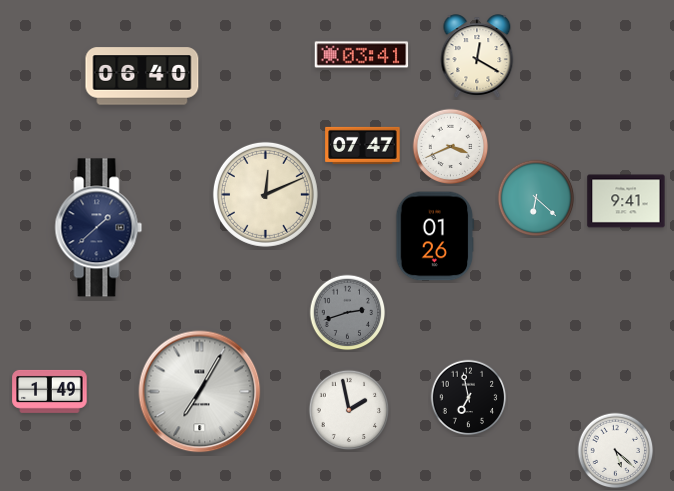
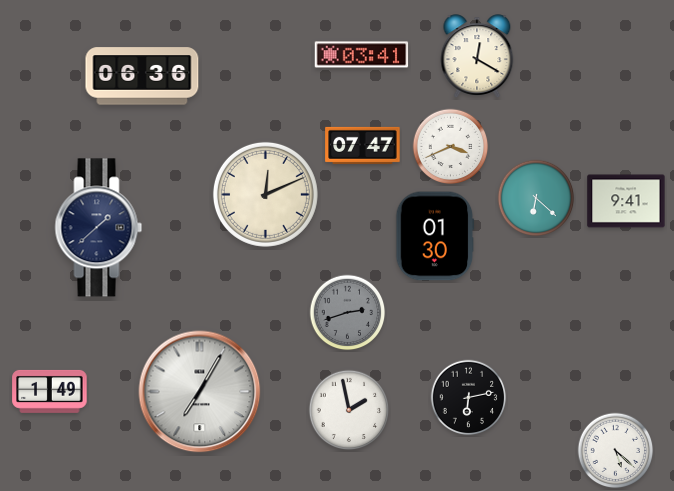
clock at (142, 76): 06:40 -> 06:36
clock at (435, 236): 01:26 -> 01:30
clock at (469, 398): 6:58 -> 6:13
